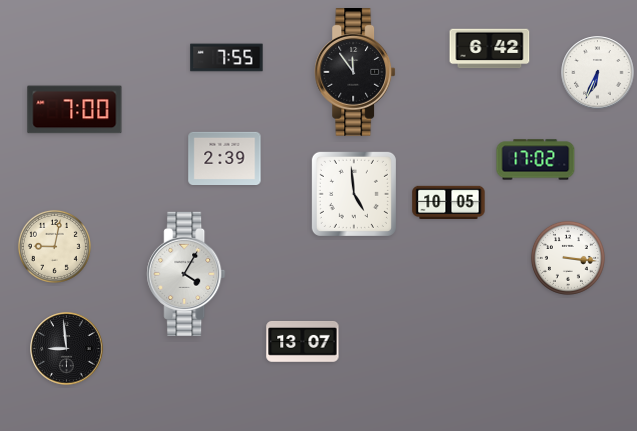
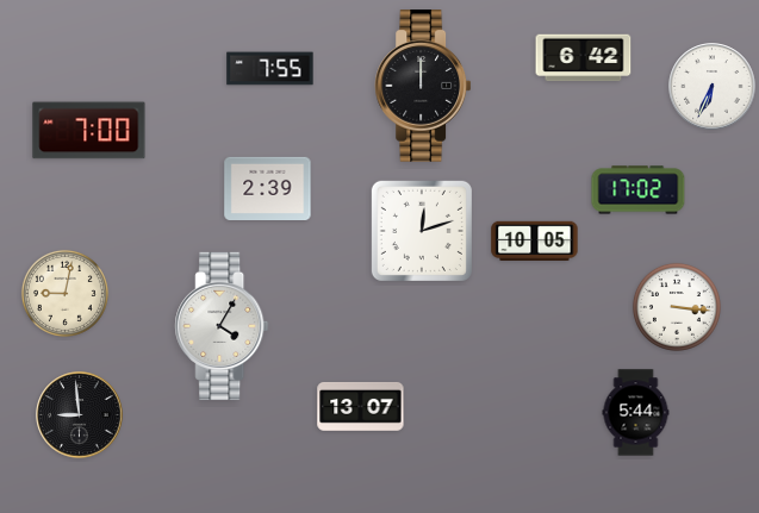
clock at (355, 73): 11:54 -> 12:00
clock at (354, 194): 4:59 -> 12:12
clock at (636, 413): none -> 5:44
